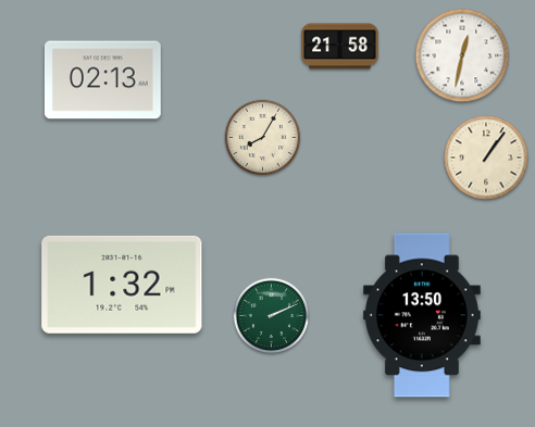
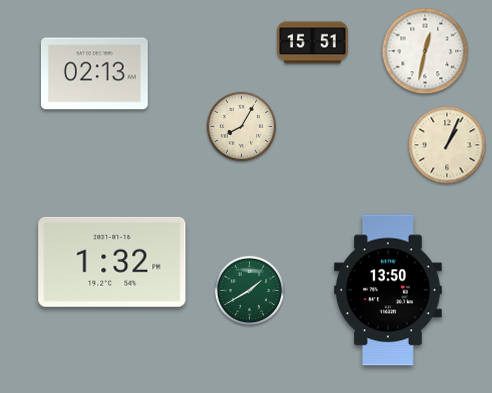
clock at (340, 47): 21:58 -> 15:51
clock at (486, 158): 1:06 -> 1:04
clock at (272, 316): 2:11 -> 1:40
